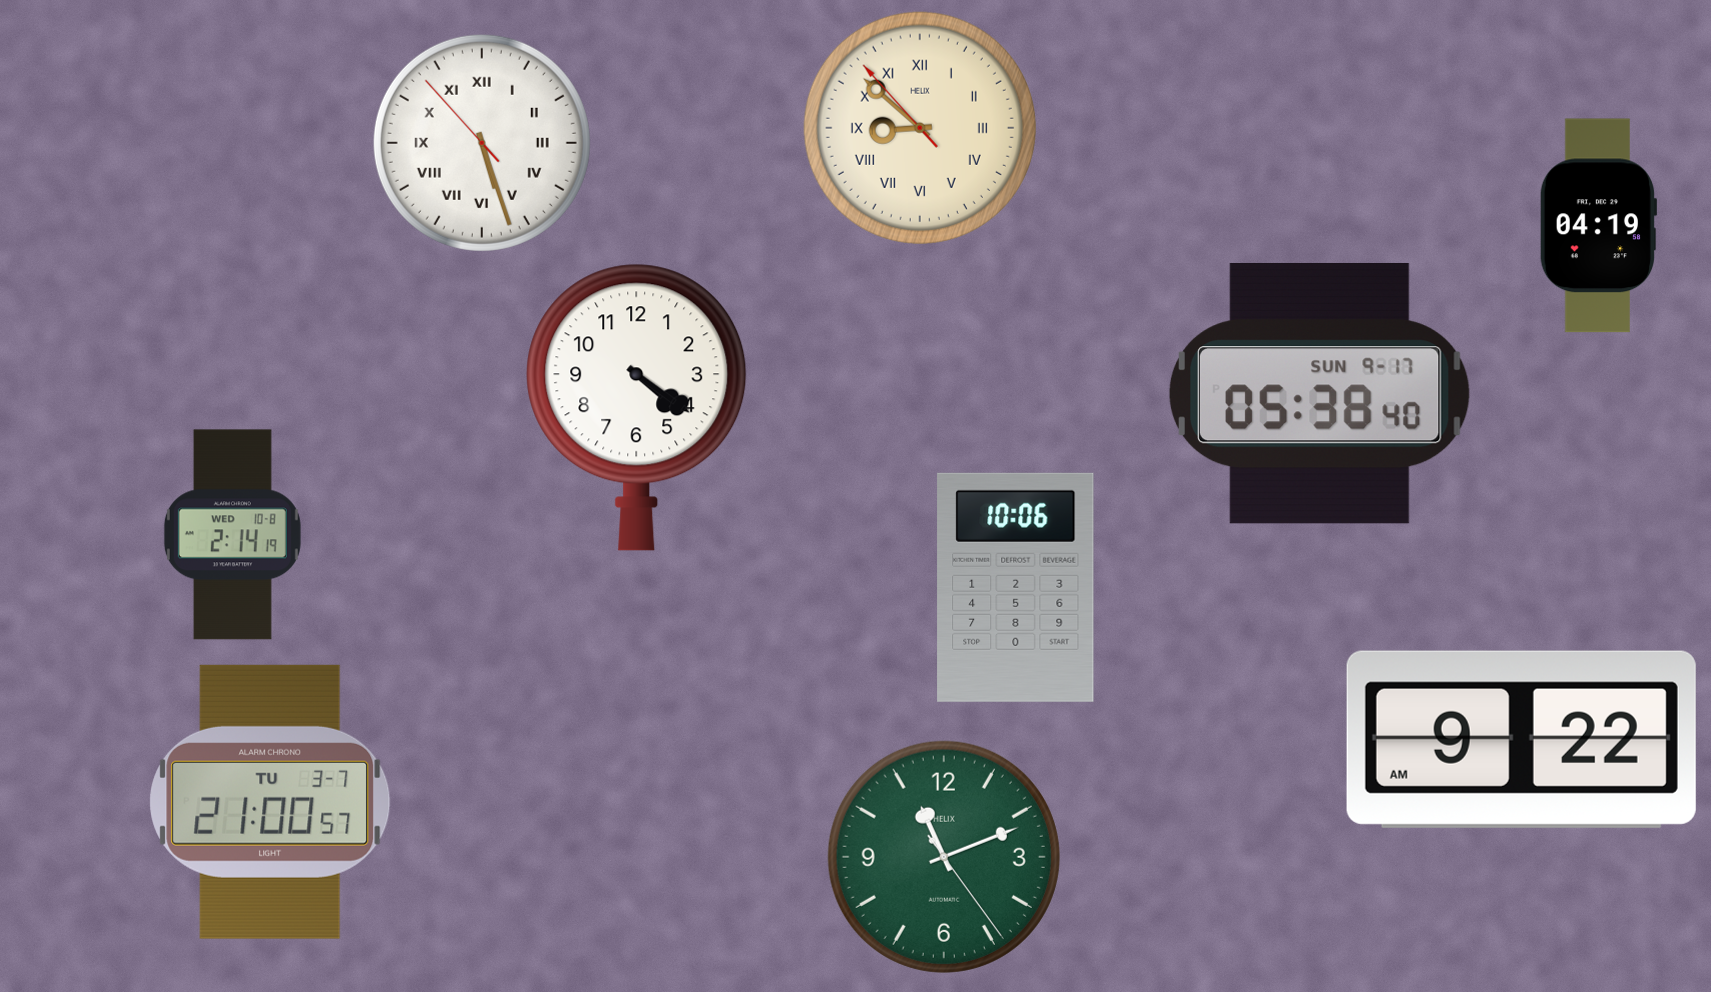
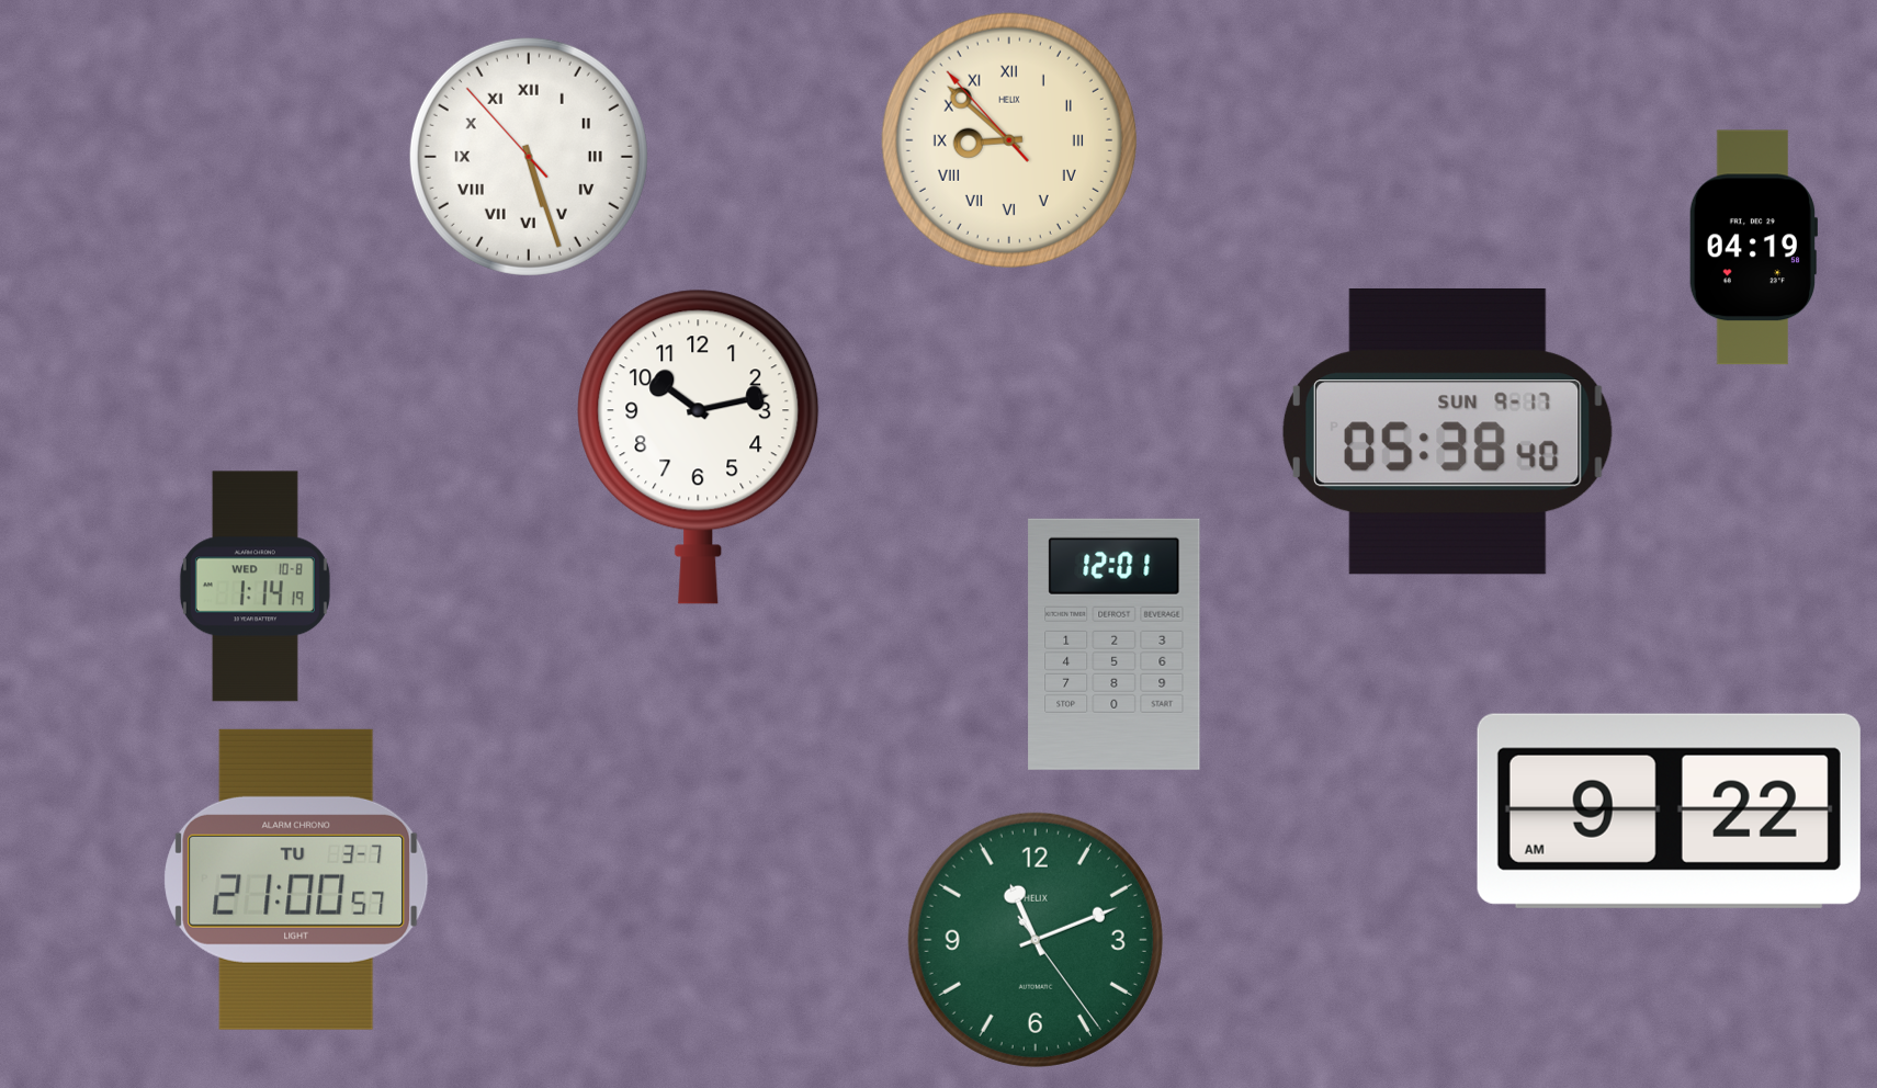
clock at (637, 407): 4:21 -> 10:13
clock at (232, 535): 2:14 -> 1:14
clock at (1016, 587): 10:06 -> 12:01
